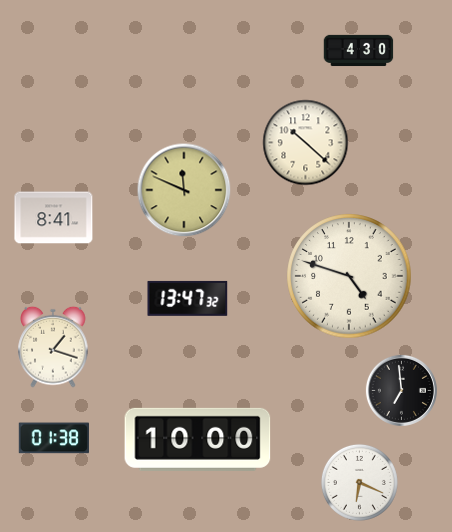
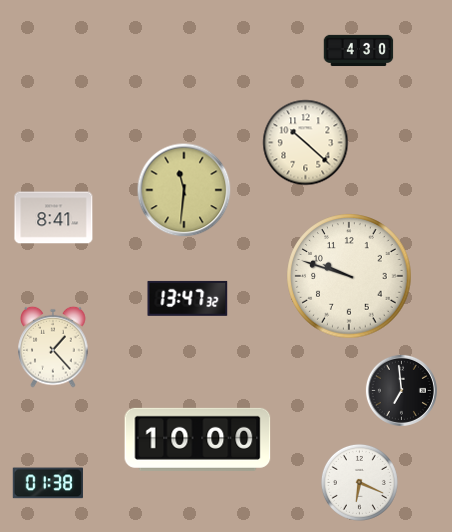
clock at (184, 190): 11:49 -> 11:31
clock at (349, 276): 4:48 -> 9:48
clock at (53, 347): 1:18 -> 1:23
clock at (54, 438) position: (54, 438) -> (48, 483)
